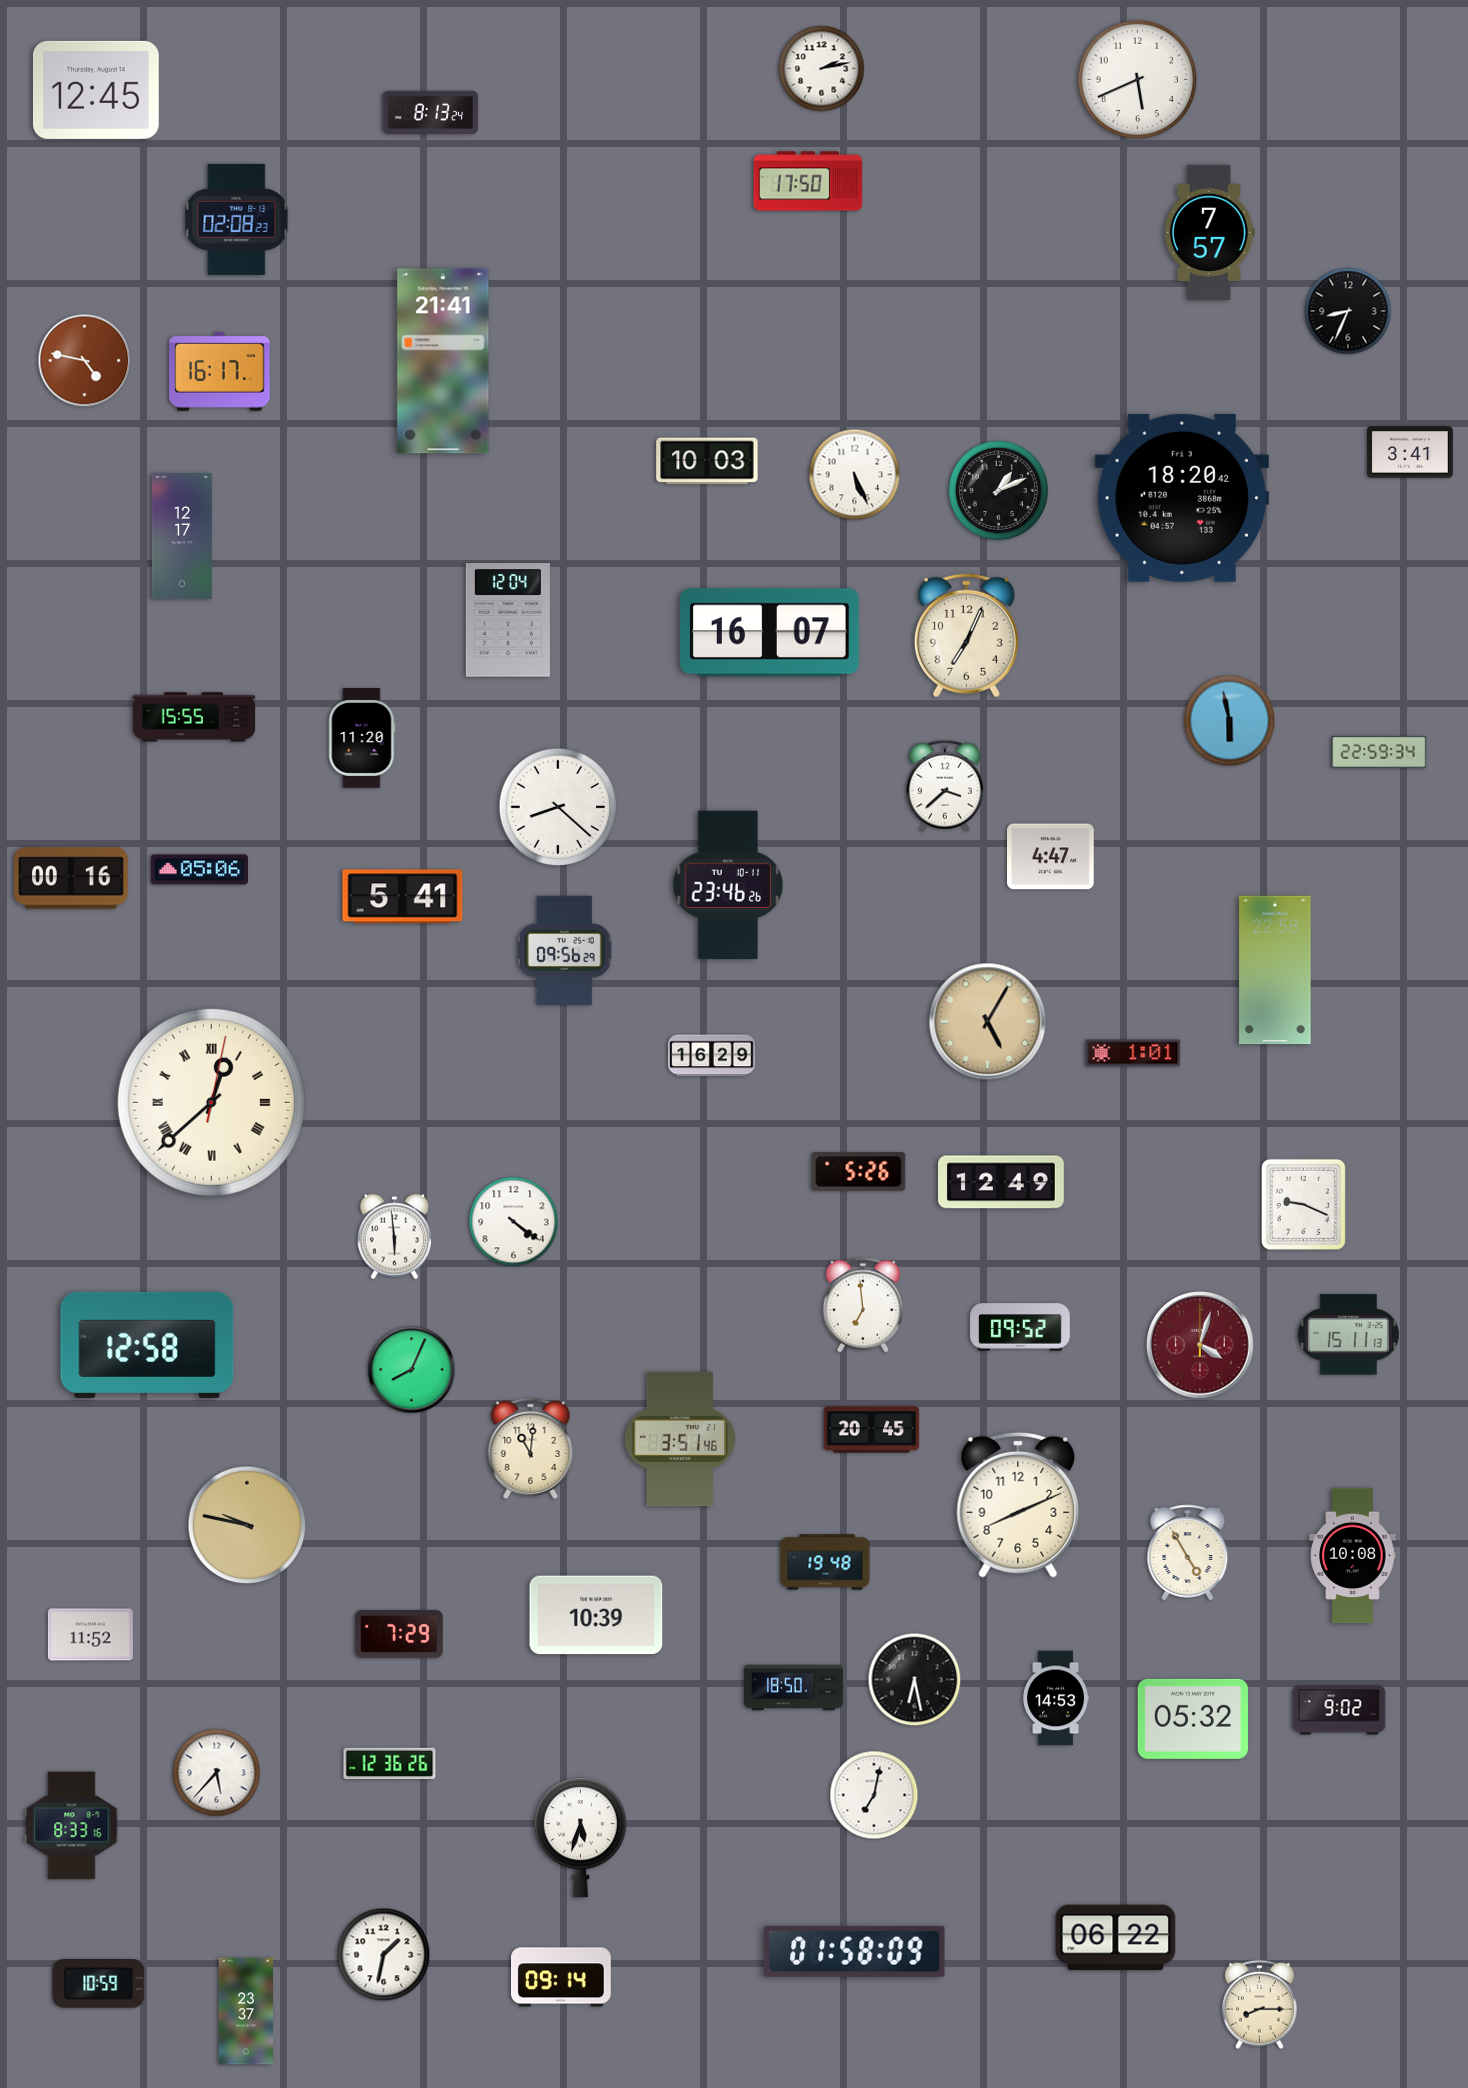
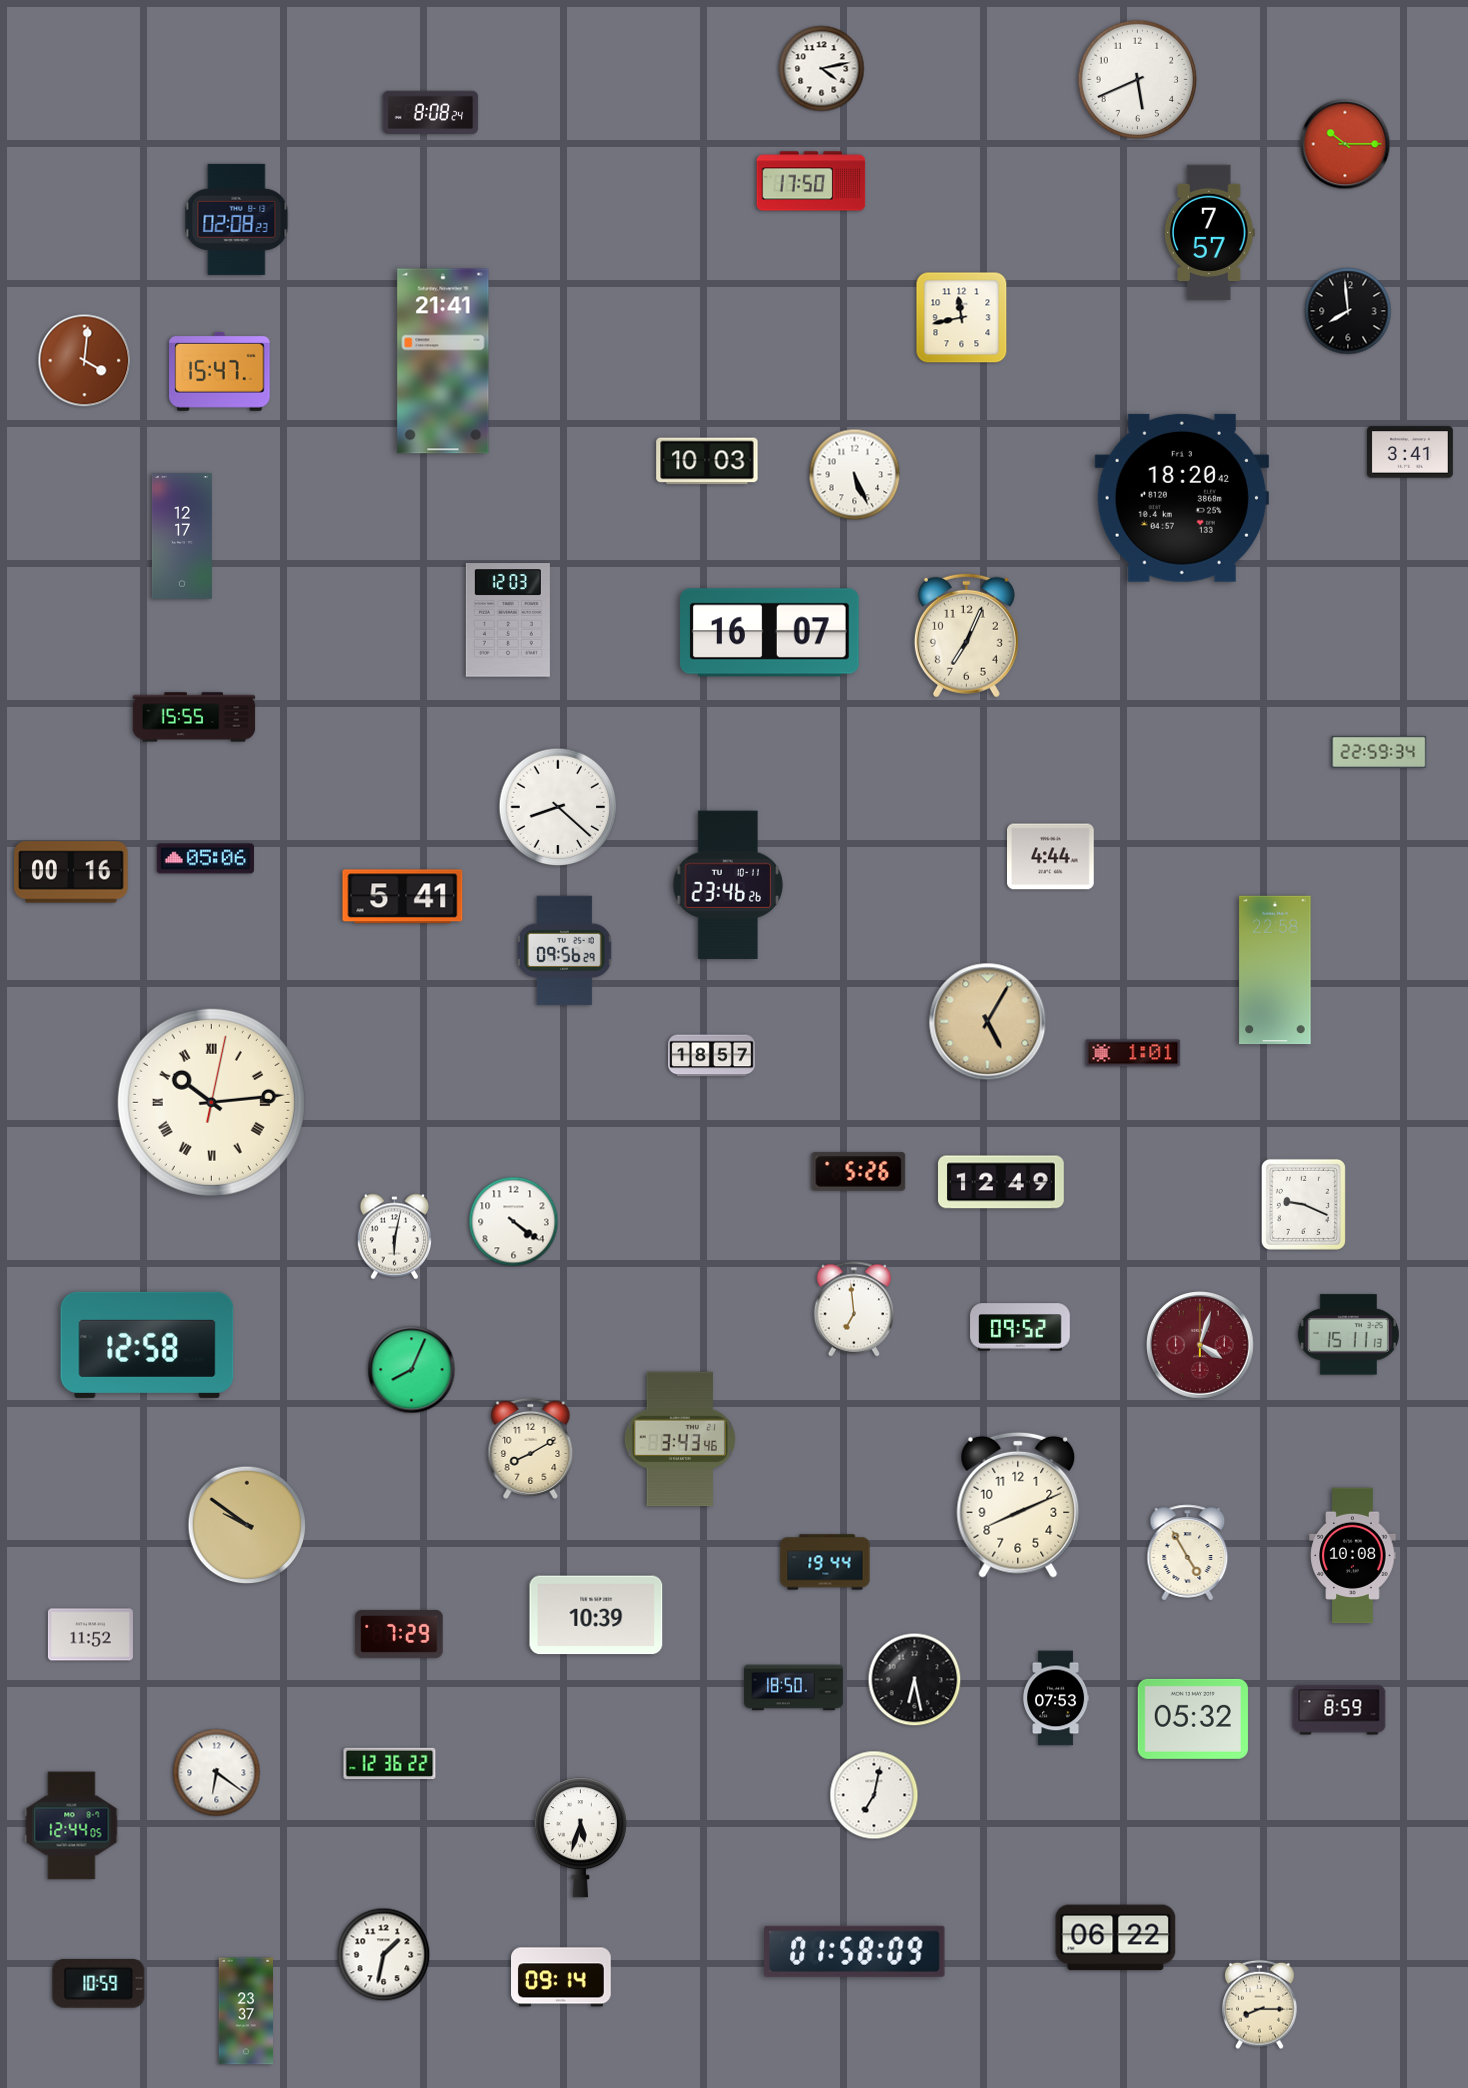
clock at (822, 69): 2:13 -> 4:13
clock at (96, 90): 12:45 -> none
clock at (431, 112): 8:13 -> 8:08
clock at (1345, 144): none -> 10:15
clock at (808, 181) position: (808, 181) -> (811, 181)
clock at (1348, 311): 8:34 -> 7:59
clock at (962, 318): none -> 11:43
clock at (85, 361): 4:47 -> 4:01
clock at (220, 371): 16:17 -> 15:47
clock at (998, 490): 1:11 -> none
clock at (508, 620): 12:04 -> 12:03
clock at (1230, 721): 5:58 -> none
clock at (362, 738): 11:20 -> none
clock at (945, 786): 3:38 -> none
clock at (1051, 857): 4:47 -> 4:44
clock at (199, 870) position: (199, 870) -> (205, 859)
clock at (71, 878) position: (71, 878) -> (71, 872)
clock at (712, 1056): 16:29 -> 18:57
clock at (211, 1102): 12:38 -> 10:14
clock at (394, 1237): 5:59 -> 6:02
clock at (863, 1305) position: (863, 1305) -> (854, 1309)
clock at (872, 1430): 20:45 -> none
clock at (680, 1439): 3:51 -> 3:43
clock at (531, 1448): 11:01 -> 8:10
clock at (247, 1525): 9:47 -> 9:51
clock at (825, 1562): 19:48 -> 19:44
clock at (1057, 1698): 14:53 -> 07:53
clock at (1339, 1710): 9:02 -> 8:59
clock at (390, 1764): 12:36:26 -> 12:36:22
clock at (217, 1773): 5:37 -> 6:21
clock at (72, 1826): 8:33 -> 12:44
